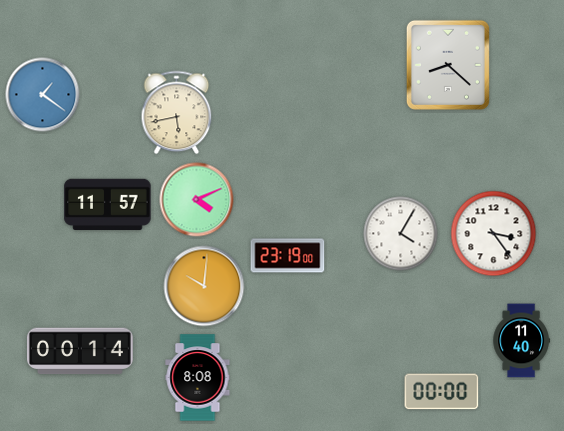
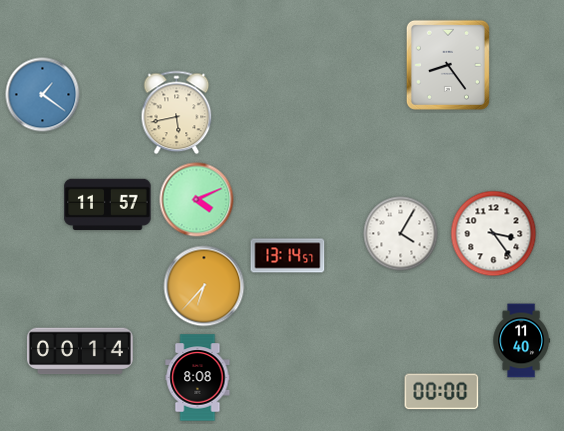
clock at (448, 65): 8:22 -> 8:24
clock at (288, 256): 23:19 -> 13:14
clock at (204, 286): 10:01 -> 6:37
